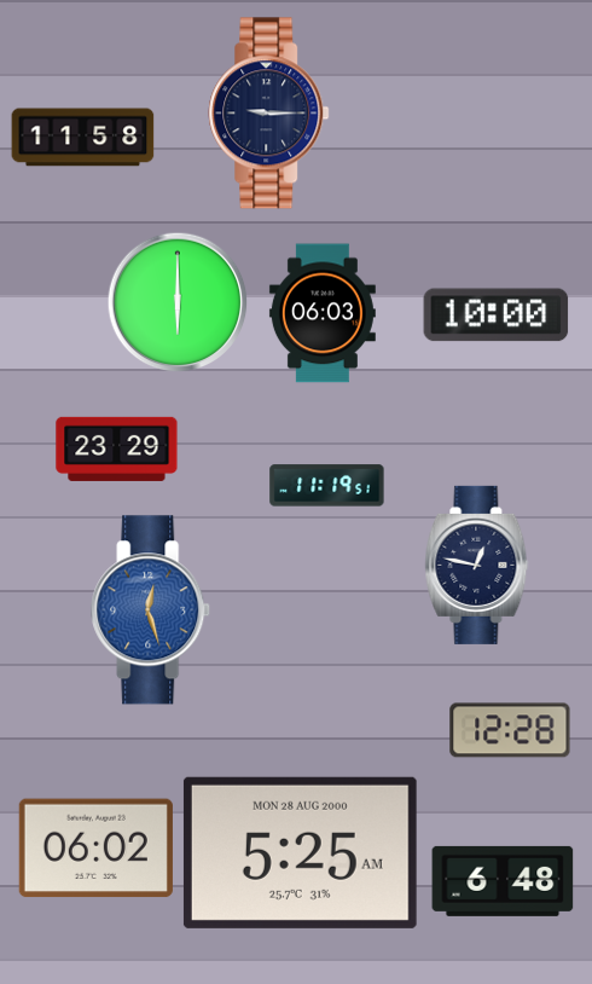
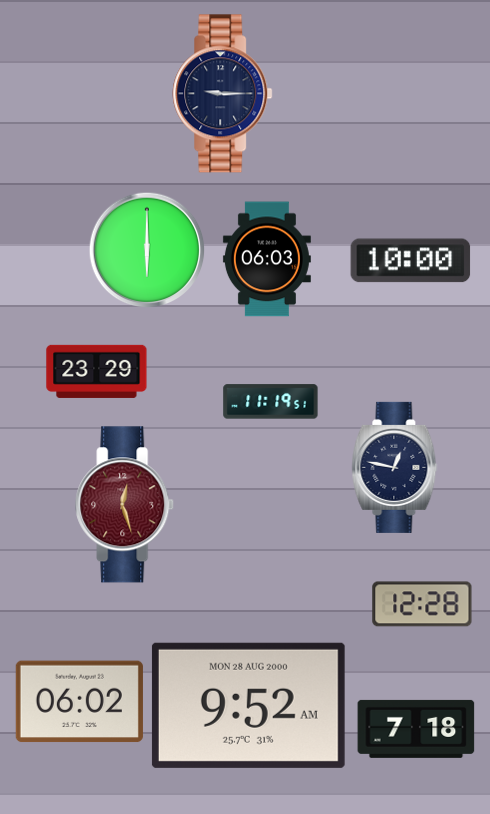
clock at (83, 138): 11:58 -> none
clock at (151, 610) dial: blue -> burgundy
clock at (300, 852): 5:25 -> 9:52
clock at (503, 881): 6:48 -> 7:18
